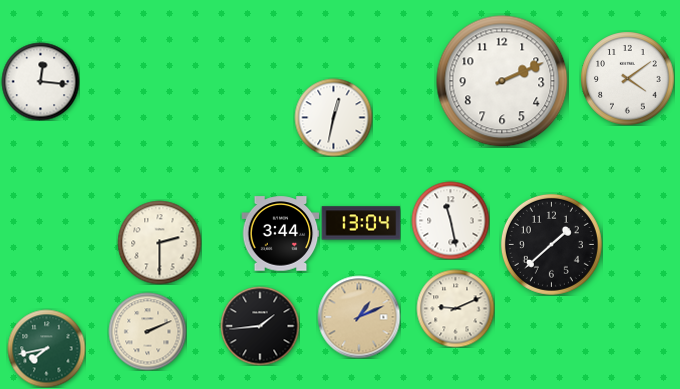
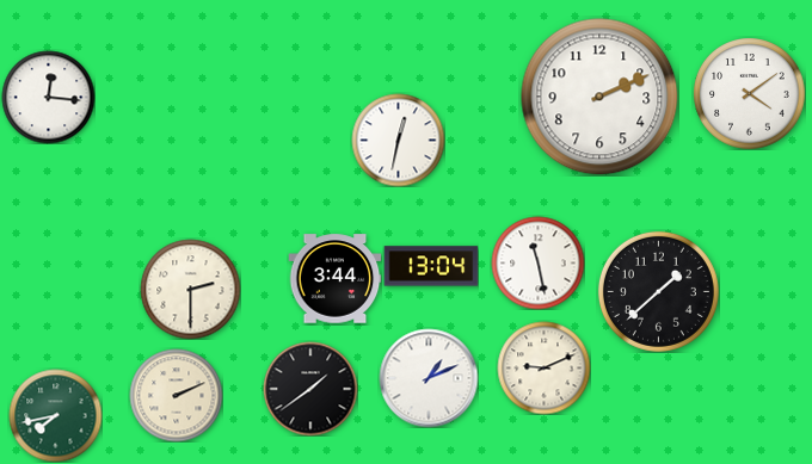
clock at (359, 317) dial: champagne -> white
clock at (260, 326): 1:44 -> 1:39
